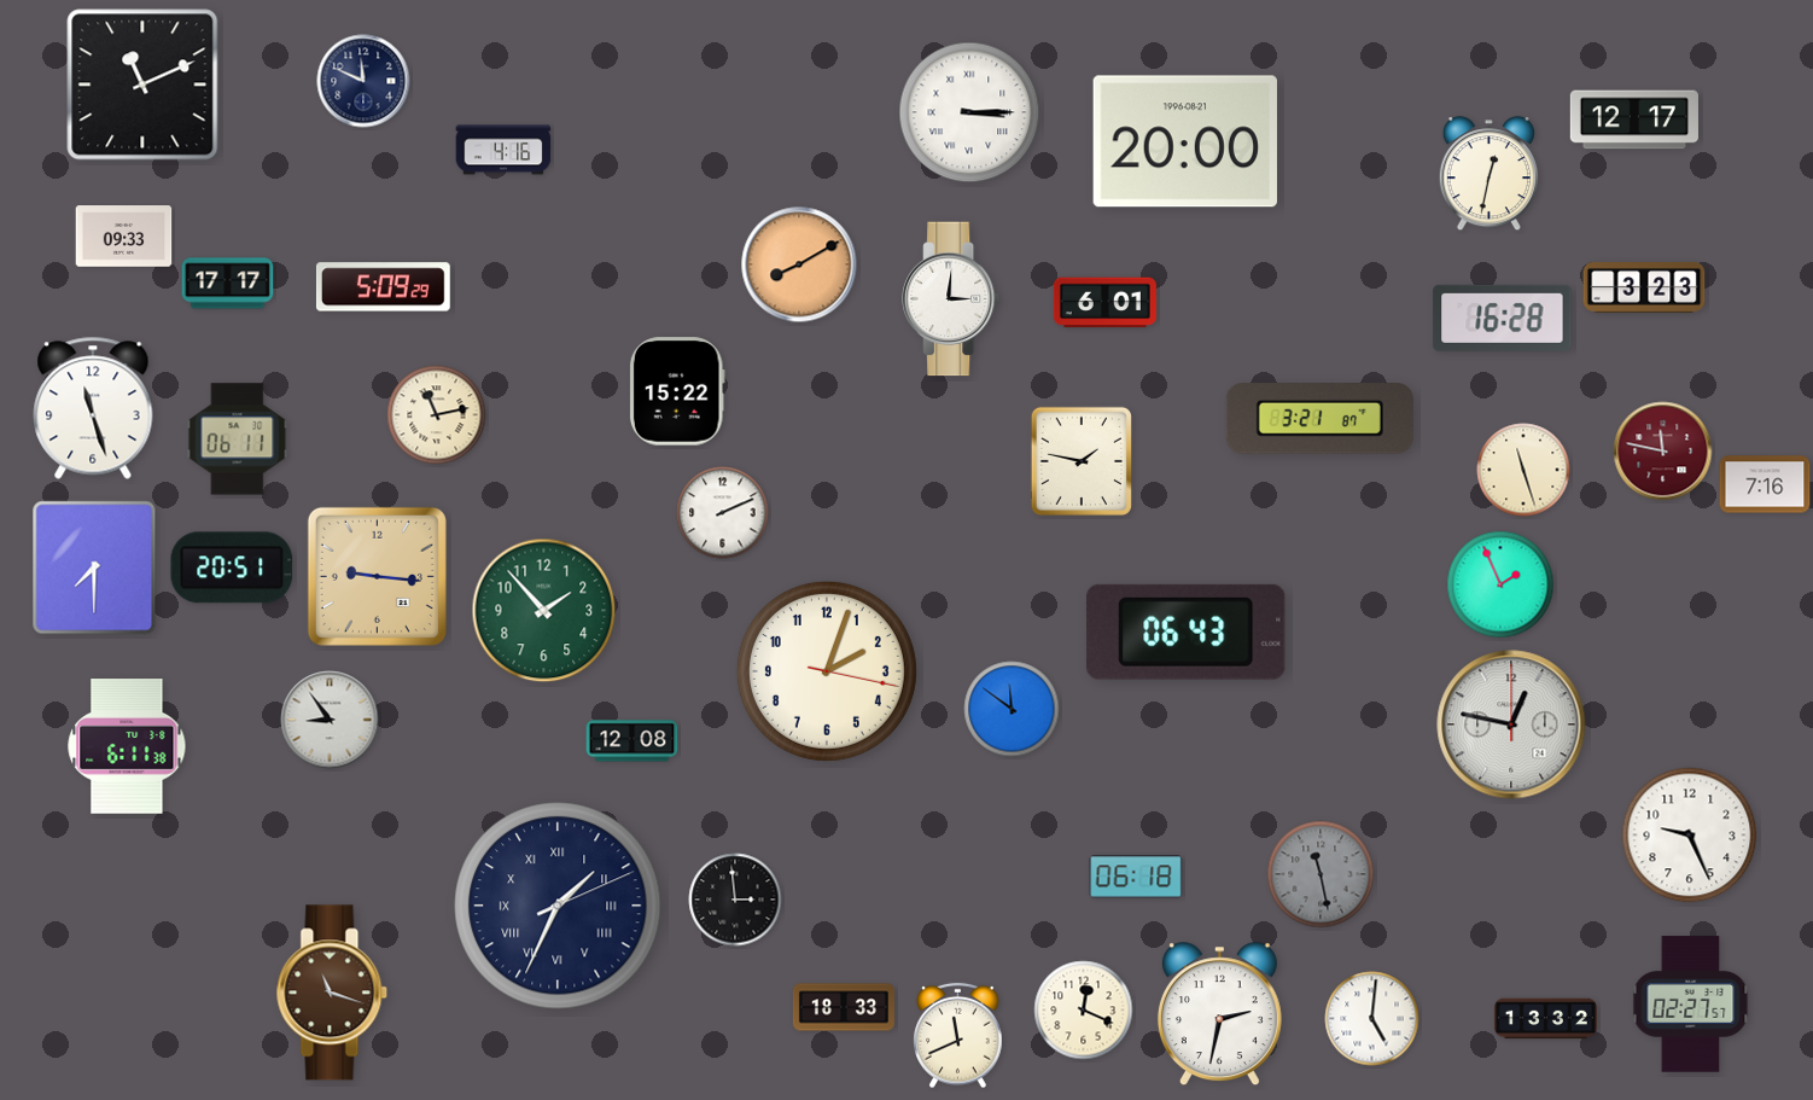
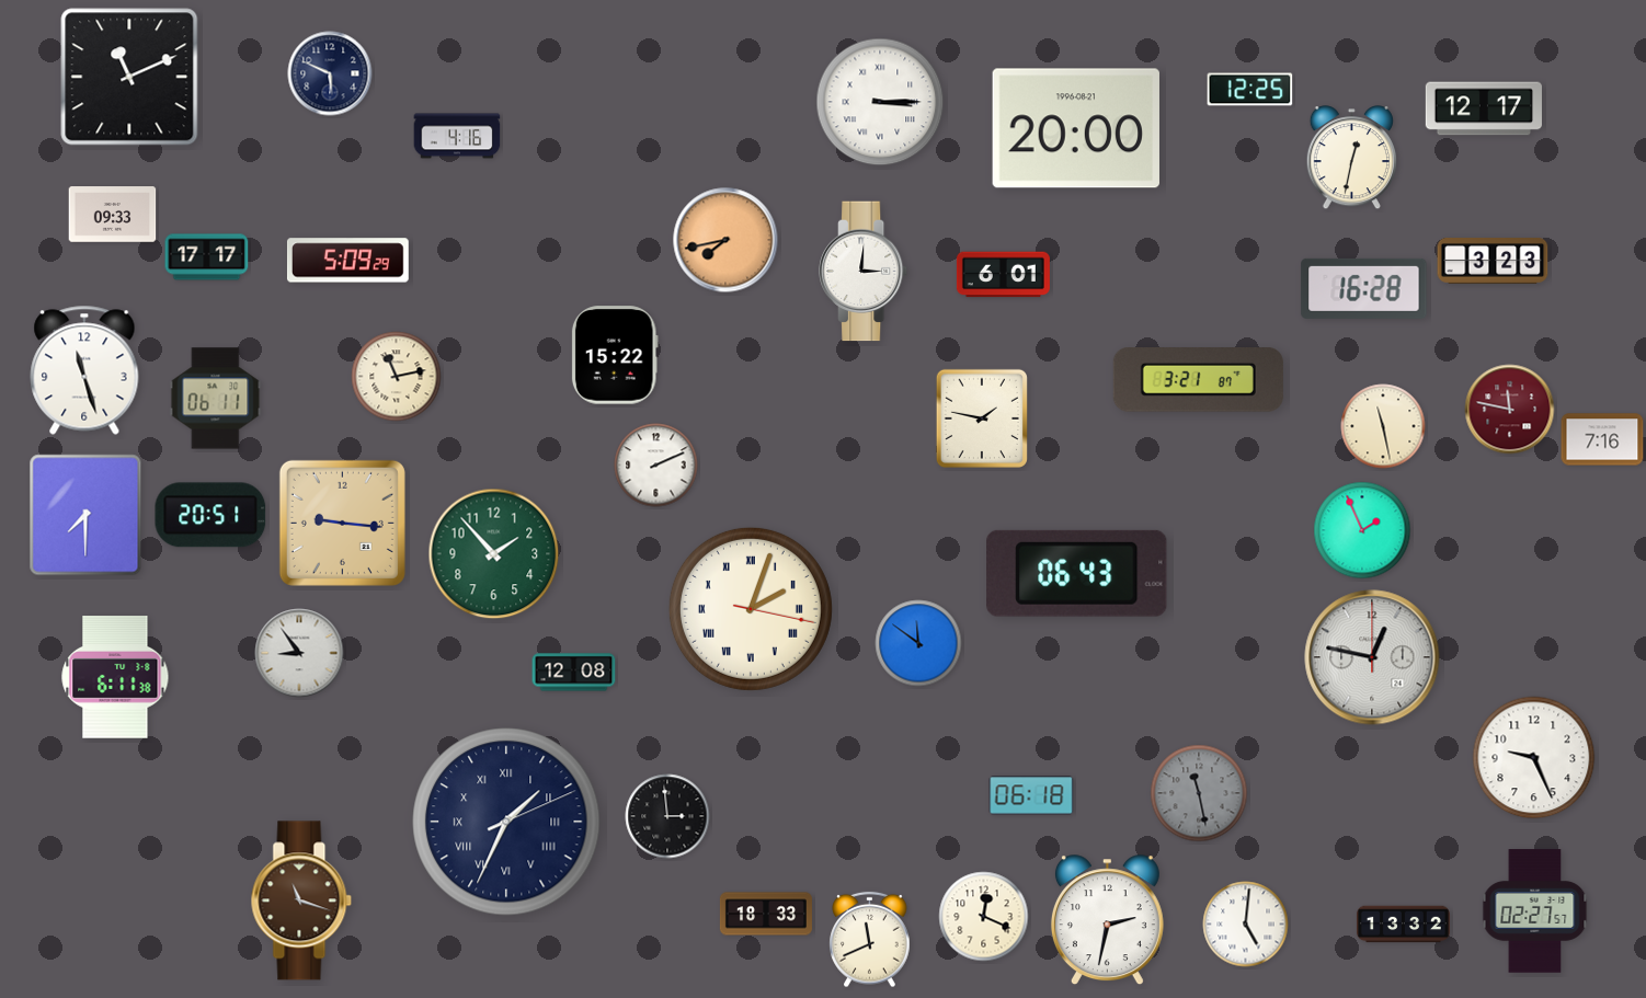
clock at (363, 81): 11:49 -> 5:49
clock at (1250, 90): none -> 12:25
clock at (799, 264): 8:10 -> 7:43
clock at (1523, 470): 11:27 -> 11:28
clock at (827, 671) numerals: Arabic -> Roman
